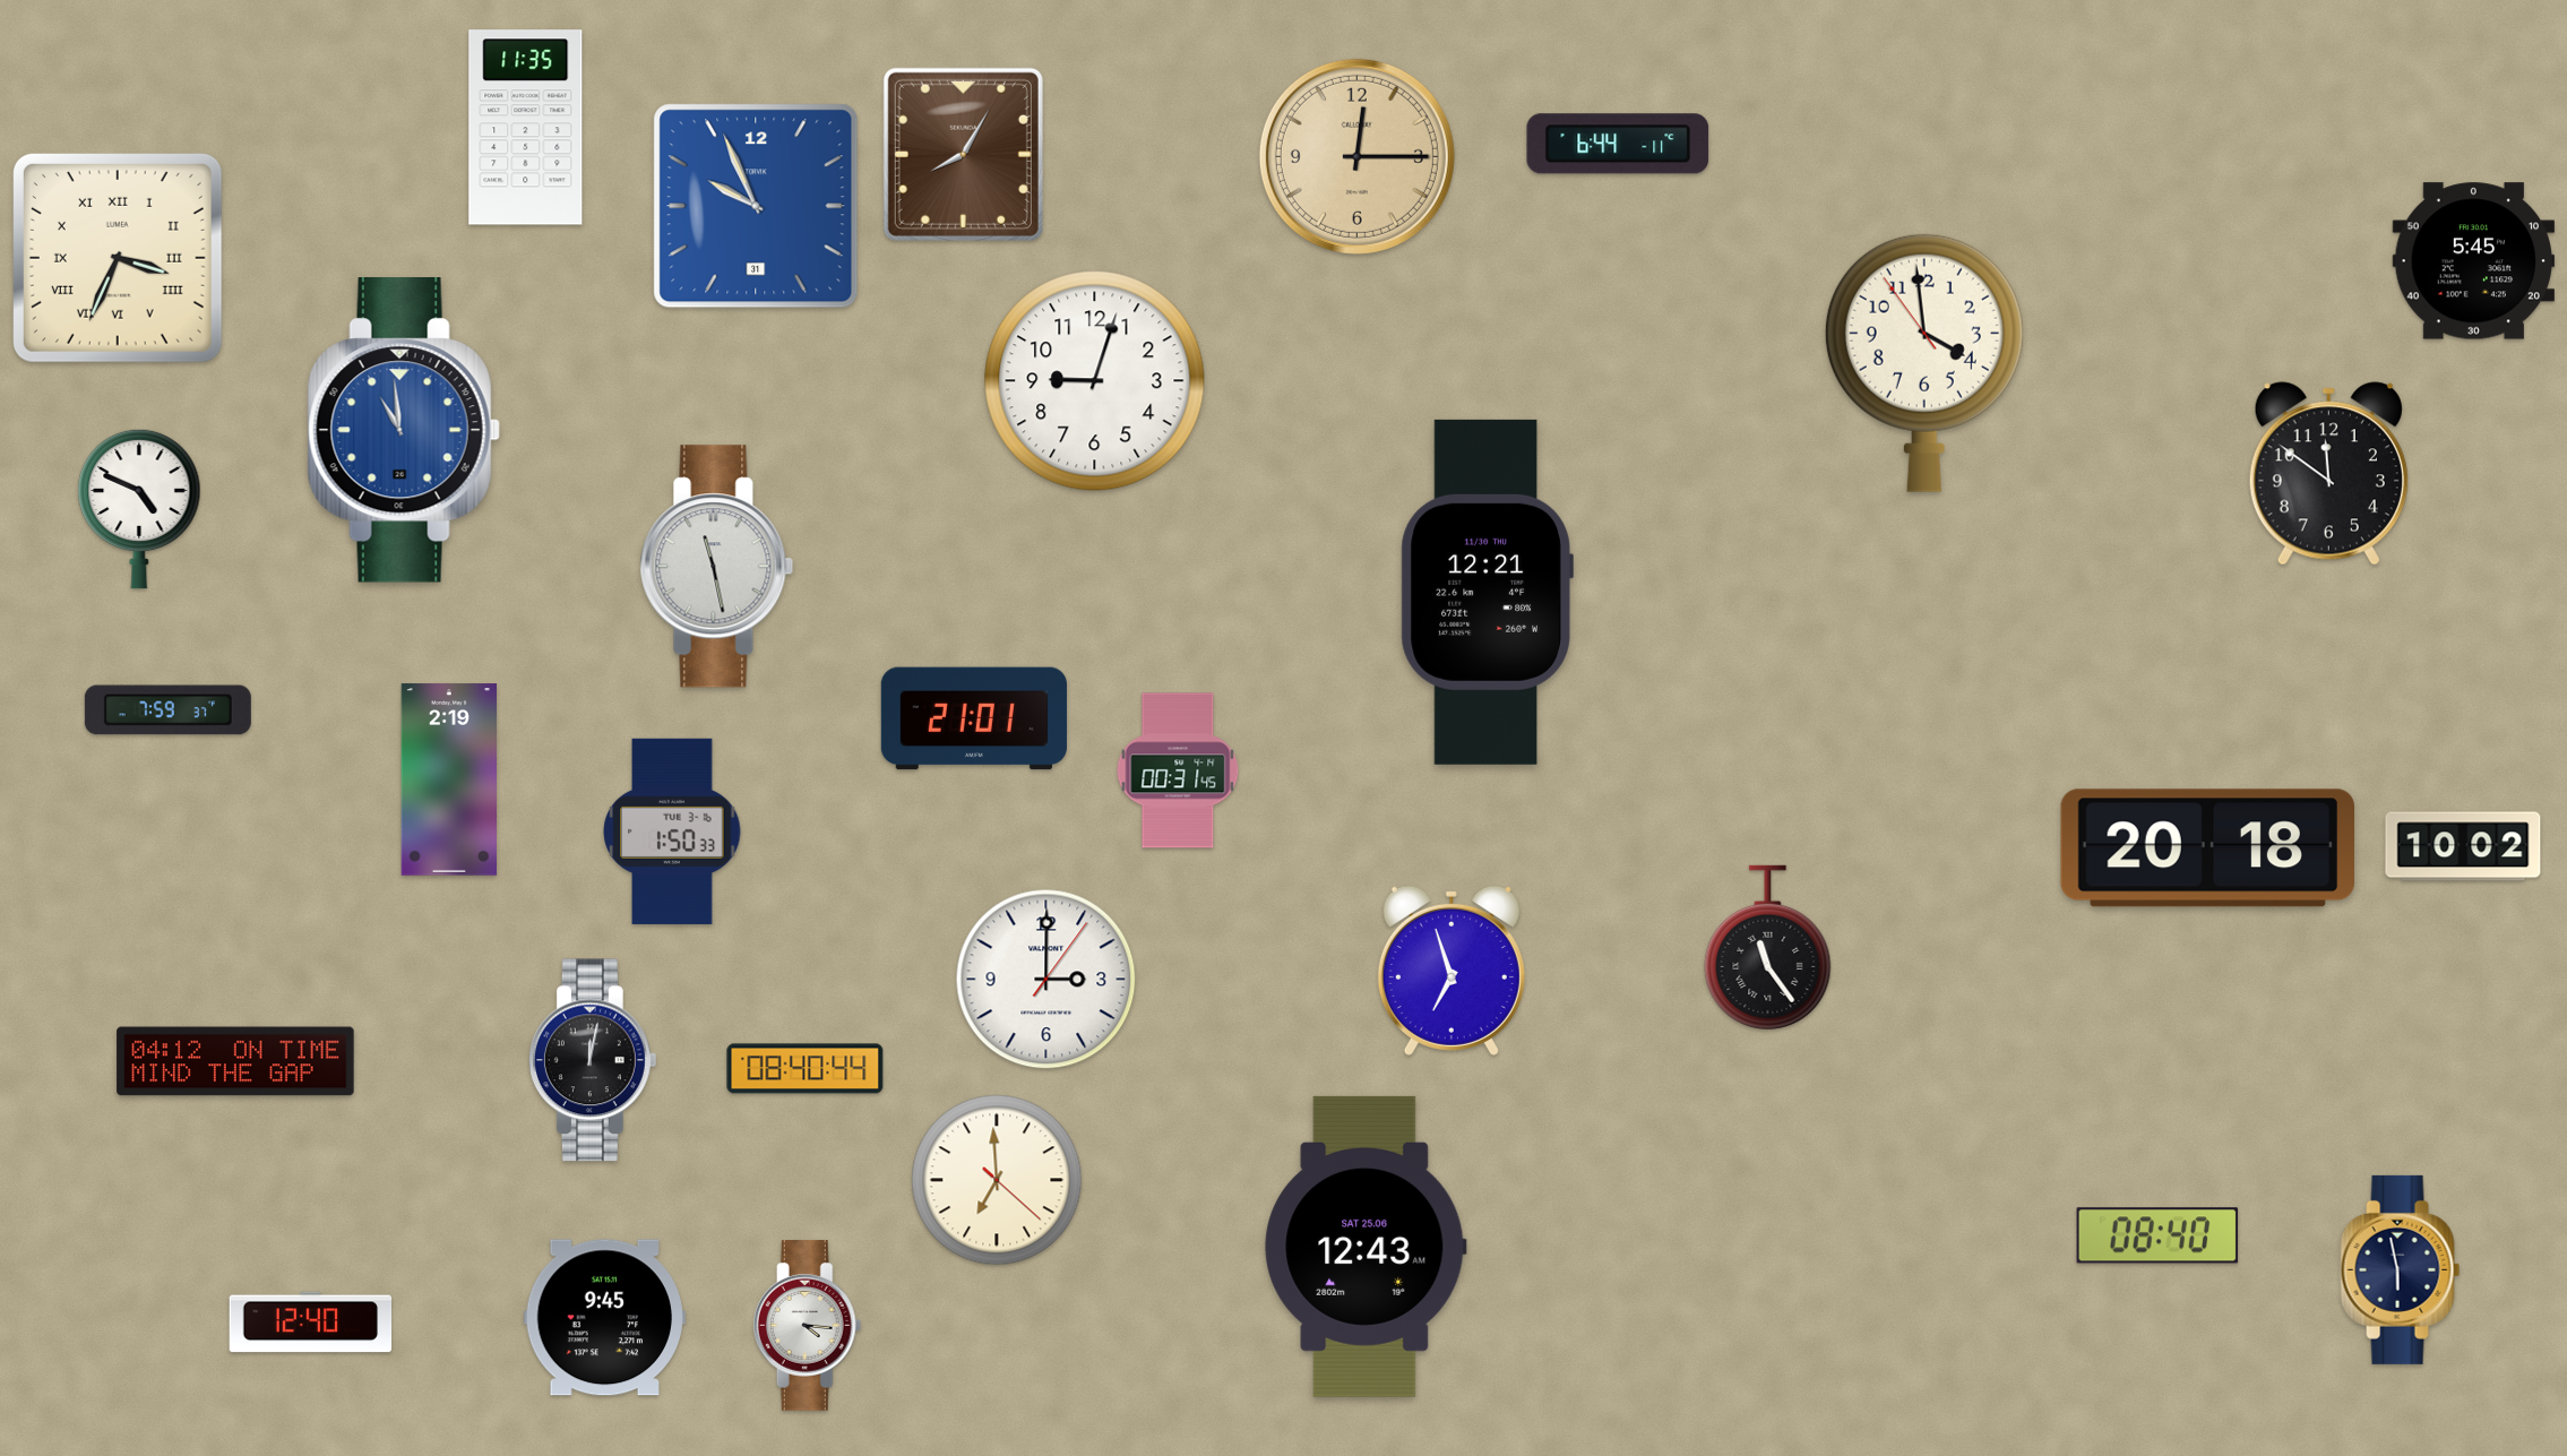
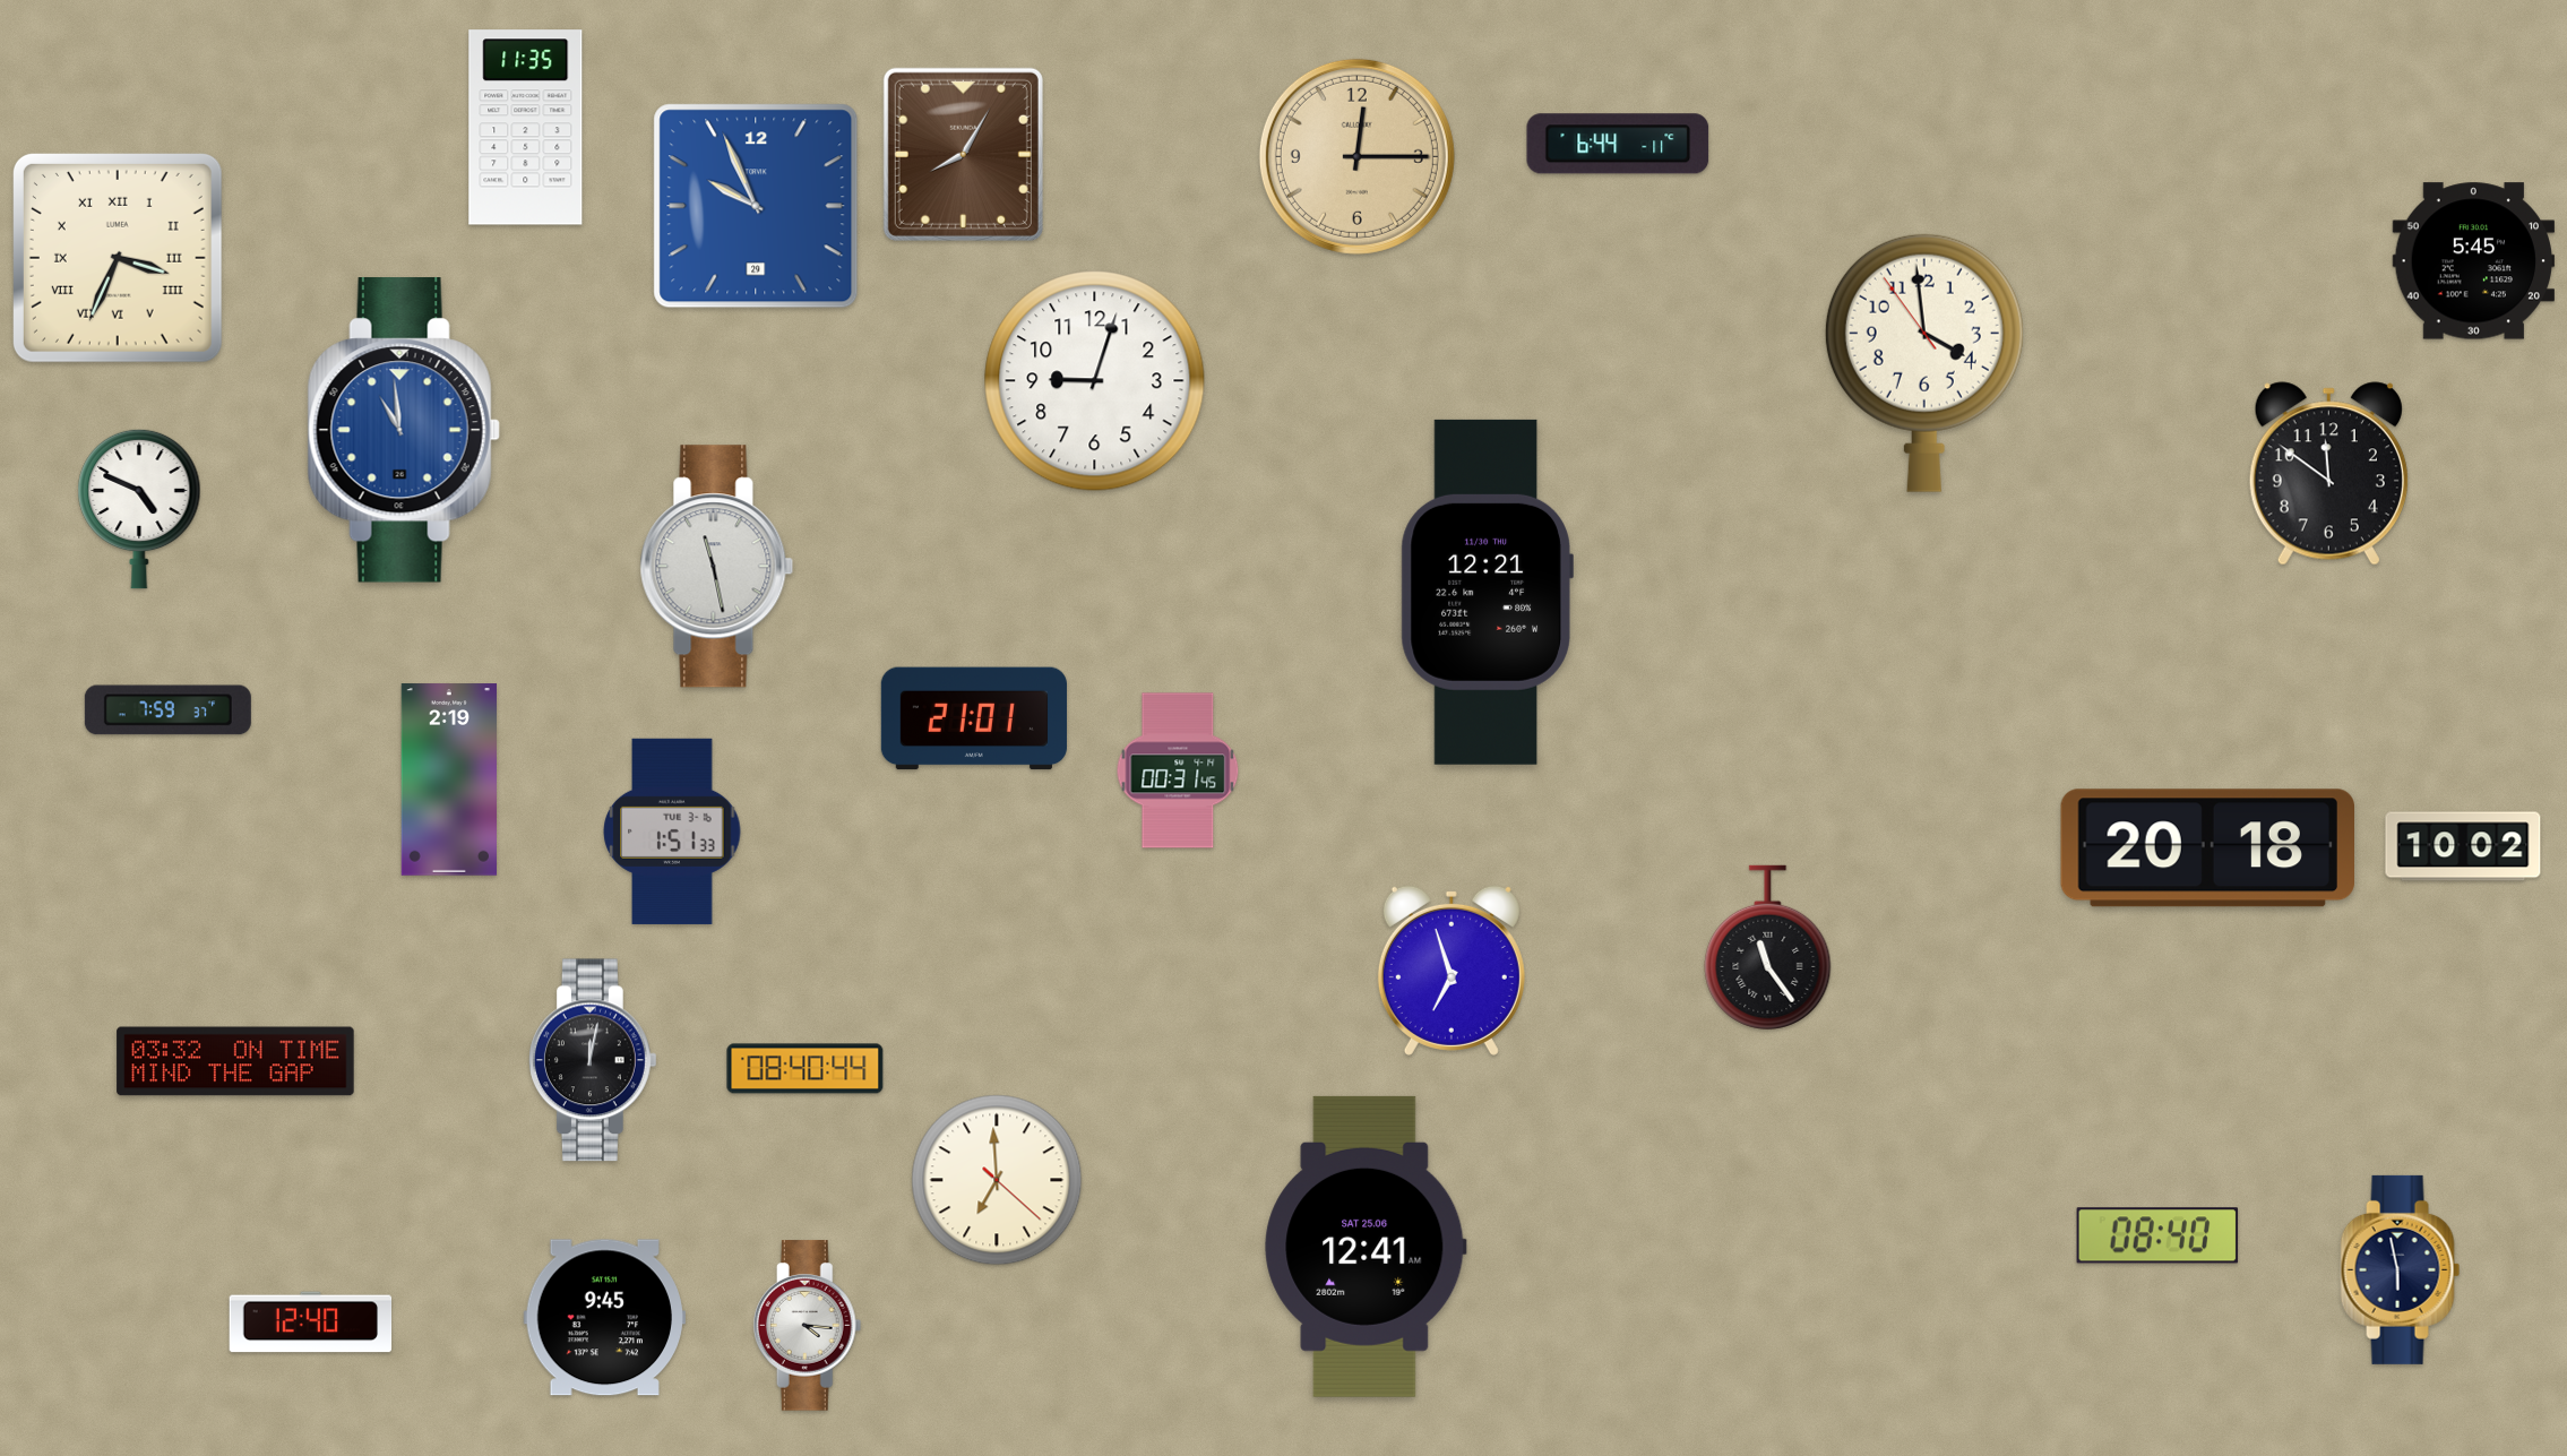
clock at (756, 206) date: 31 -> 29
clock at (672, 832): 1:50 -> 1:51
clock at (1046, 980): 3:00 -> none
clock at (235, 1061): 04:12 -> 03:32
clock at (1366, 1247): 12:43 -> 12:41
